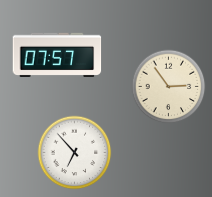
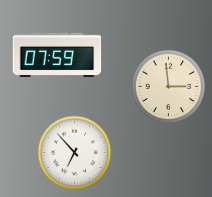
clock at (57, 55): 07:57 -> 07:59
clock at (169, 87): 2:54 -> 2:59
